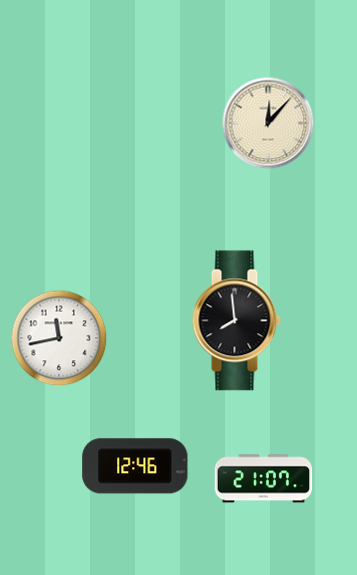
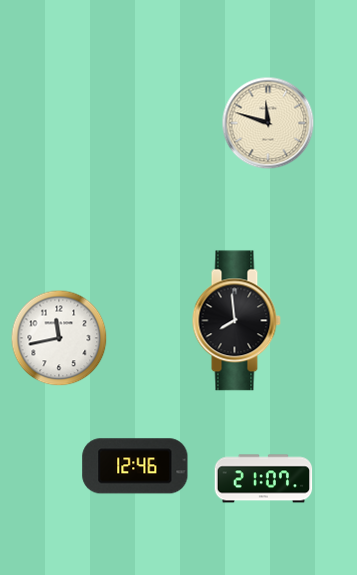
clock at (268, 123): 12:07 -> 11:48
